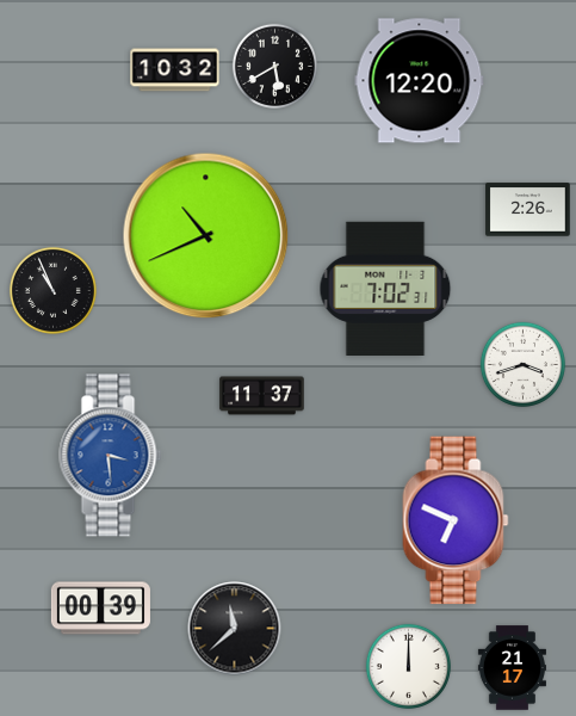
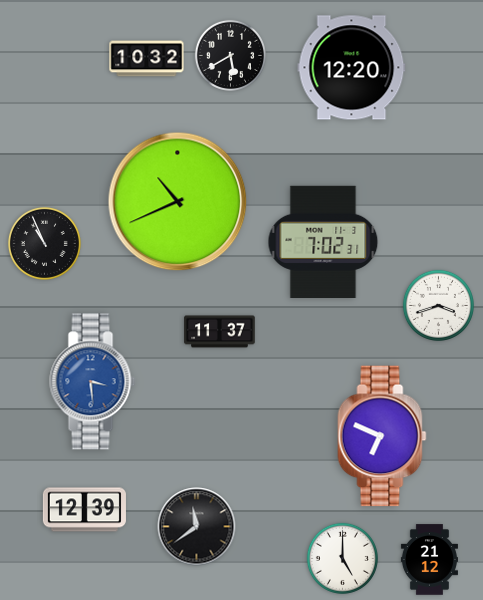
clock at (528, 210): 2:26 -> none
clock at (206, 236) position: (206, 236) -> (178, 202)
clock at (100, 609): 00:39 -> 12:39
clock at (235, 629): 11:38 -> 11:39
clock at (408, 666): 12:00 -> 5:00
clock at (512, 668): 21:17 -> 21:12
